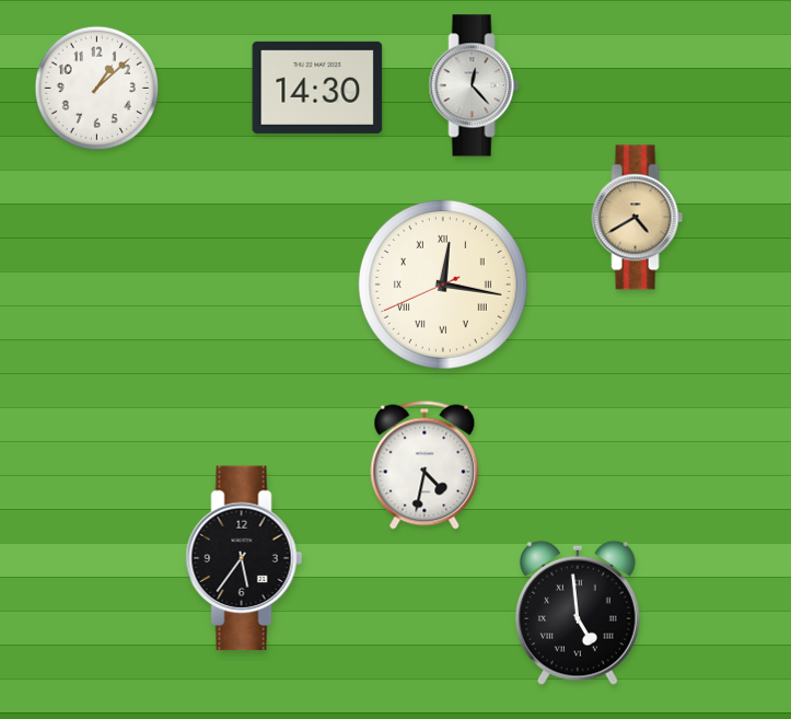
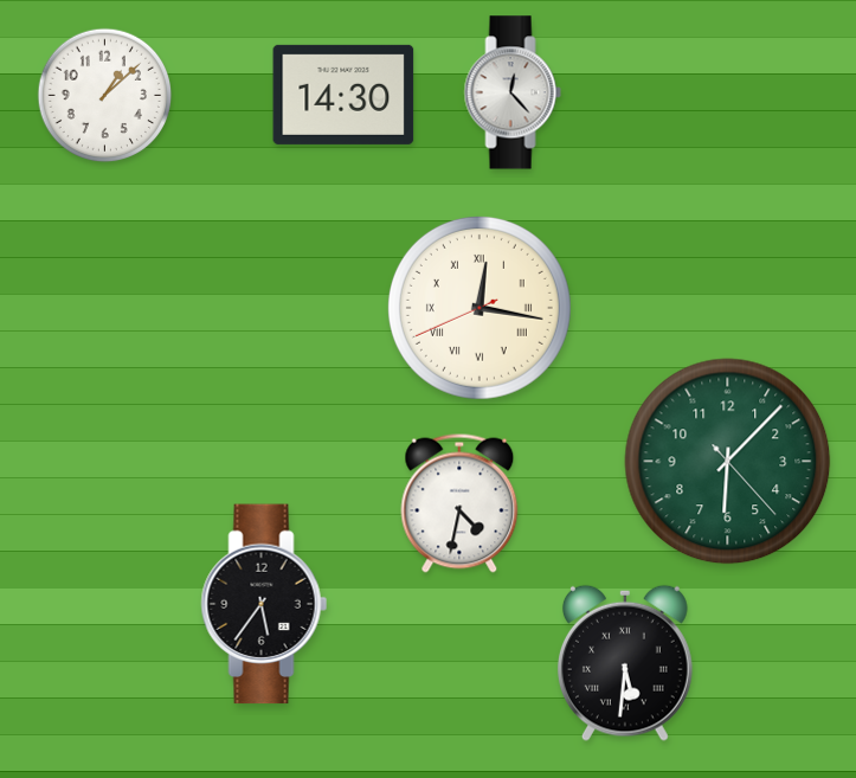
clock at (638, 218): 4:40 -> none
clock at (728, 462): none -> 6:07
clock at (578, 613): 4:59 -> 5:31
